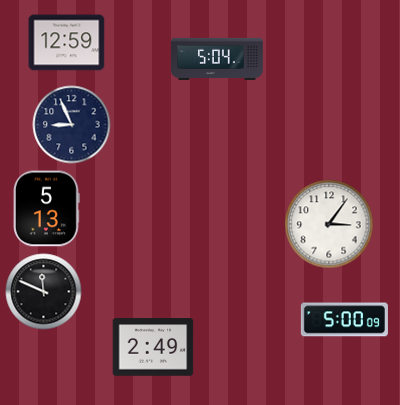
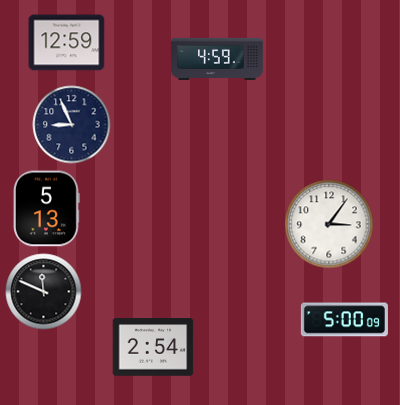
clock at (218, 59): 5:04 -> 4:59
clock at (153, 347): 2:49 -> 2:54
